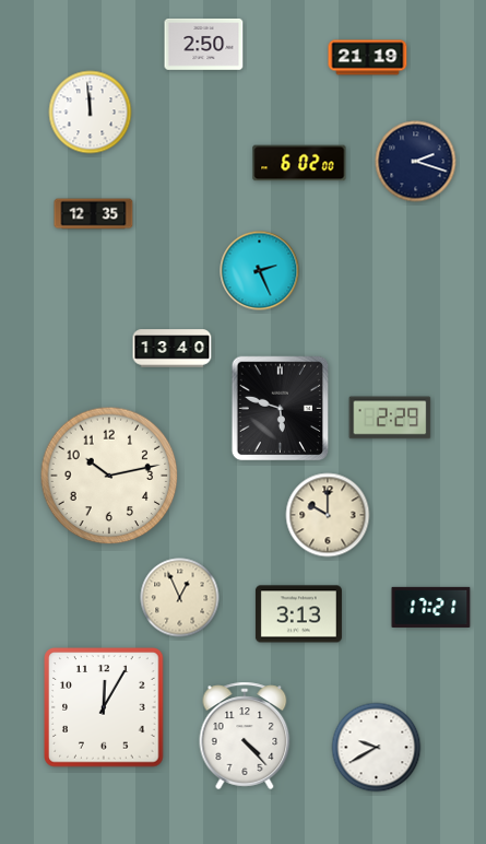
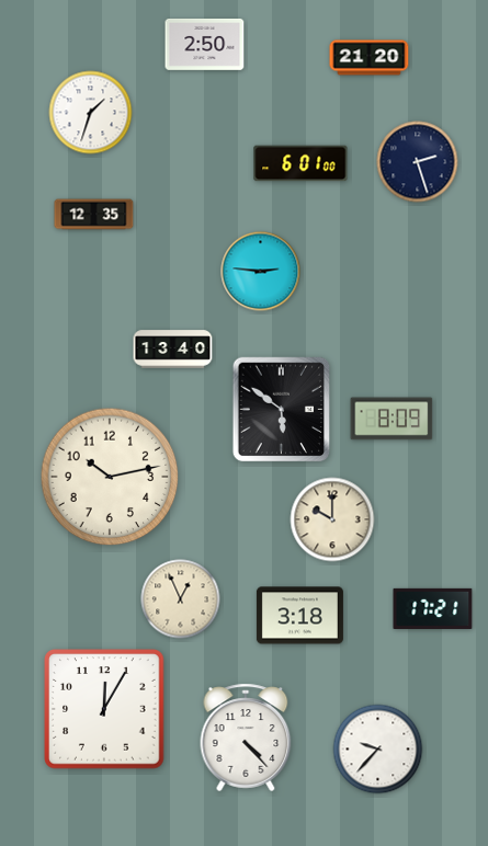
clock at (368, 58): 21:19 -> 21:20
clock at (91, 113): 11:59 -> 1:33
clock at (416, 162): 2:18 -> 2:27
clock at (299, 163): 6:02 -> 6:01
clock at (260, 271): 2:26 -> 2:46
clock at (281, 409): 5:48 -> 5:51
clock at (390, 418): 2:29 -> 8:09
clock at (328, 515) position: (328, 515) -> (332, 519)
clock at (298, 614): 3:13 -> 3:18
clock at (377, 748): 9:40 -> 9:37
